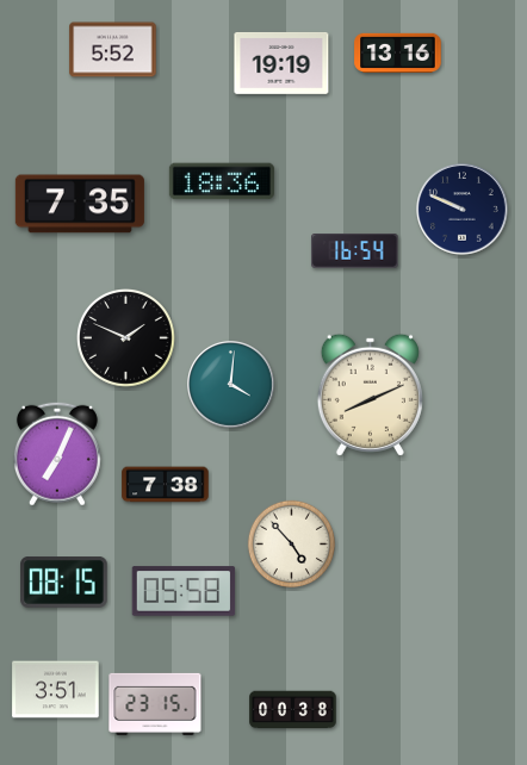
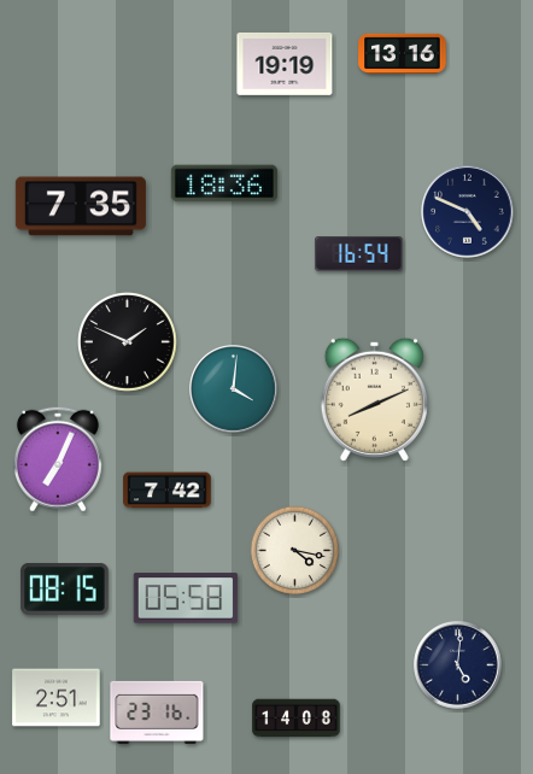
clock at (113, 50): 5:52 -> none
clock at (463, 210): 9:49 -> 4:49
clock at (166, 485): 7:38 -> 7:42
clock at (291, 543): 4:53 -> 4:17
clock at (458, 665): none -> 5:01
clock at (56, 690): 3:51 -> 2:51
clock at (155, 704): 23:15 -> 23:16
clock at (293, 710): 00:38 -> 14:08
